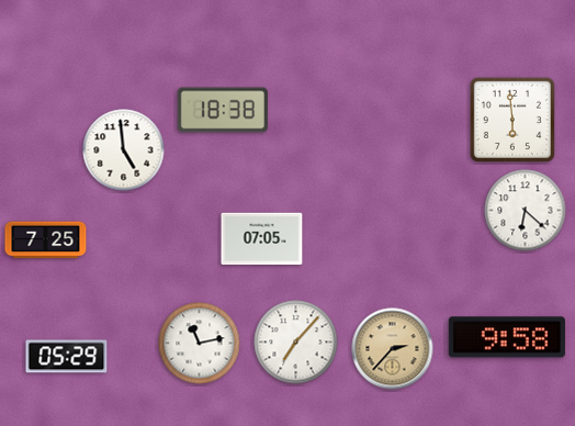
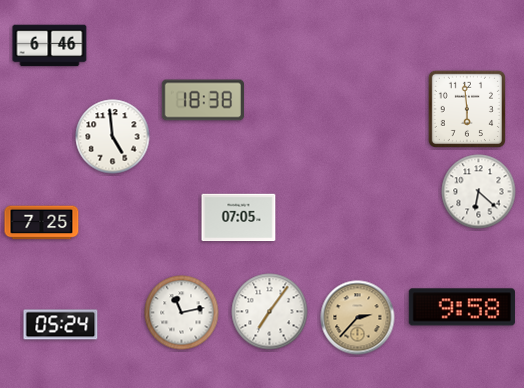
clock at (50, 46): none -> 6:46
clock at (46, 240) position: (46, 240) -> (42, 223)
clock at (296, 343): 7:07 -> 7:06
clock at (67, 357): 05:29 -> 05:24
